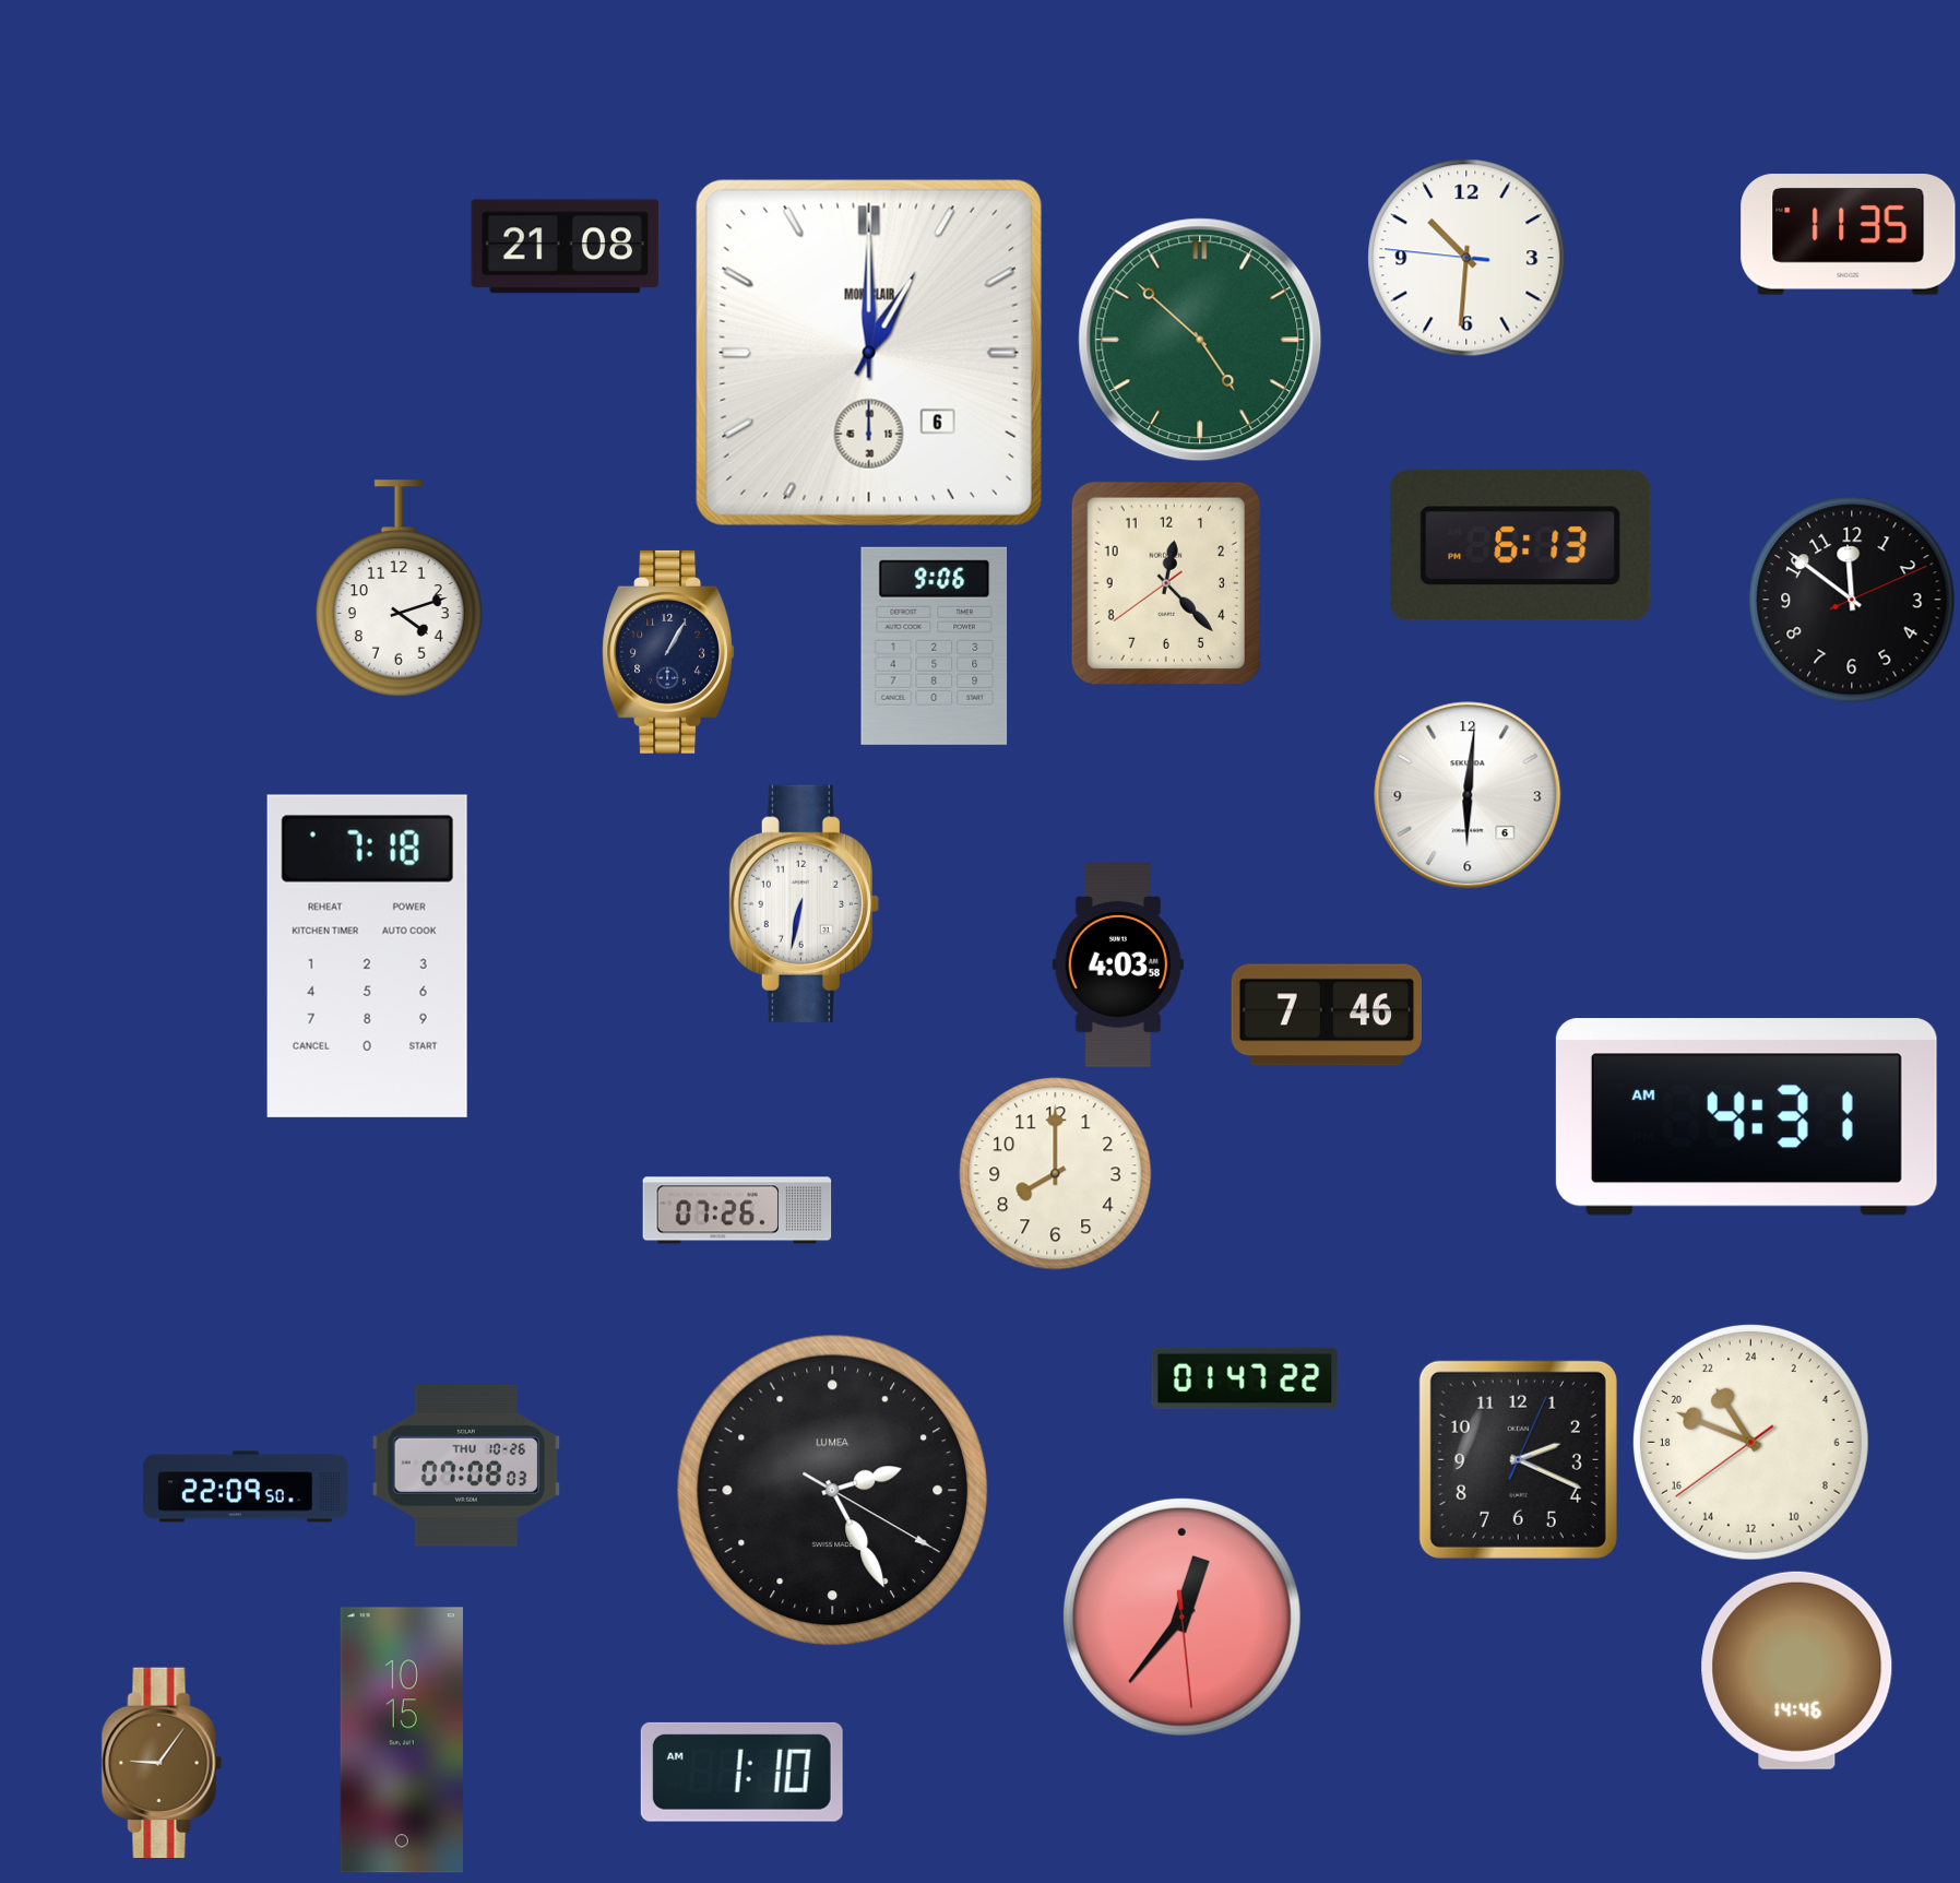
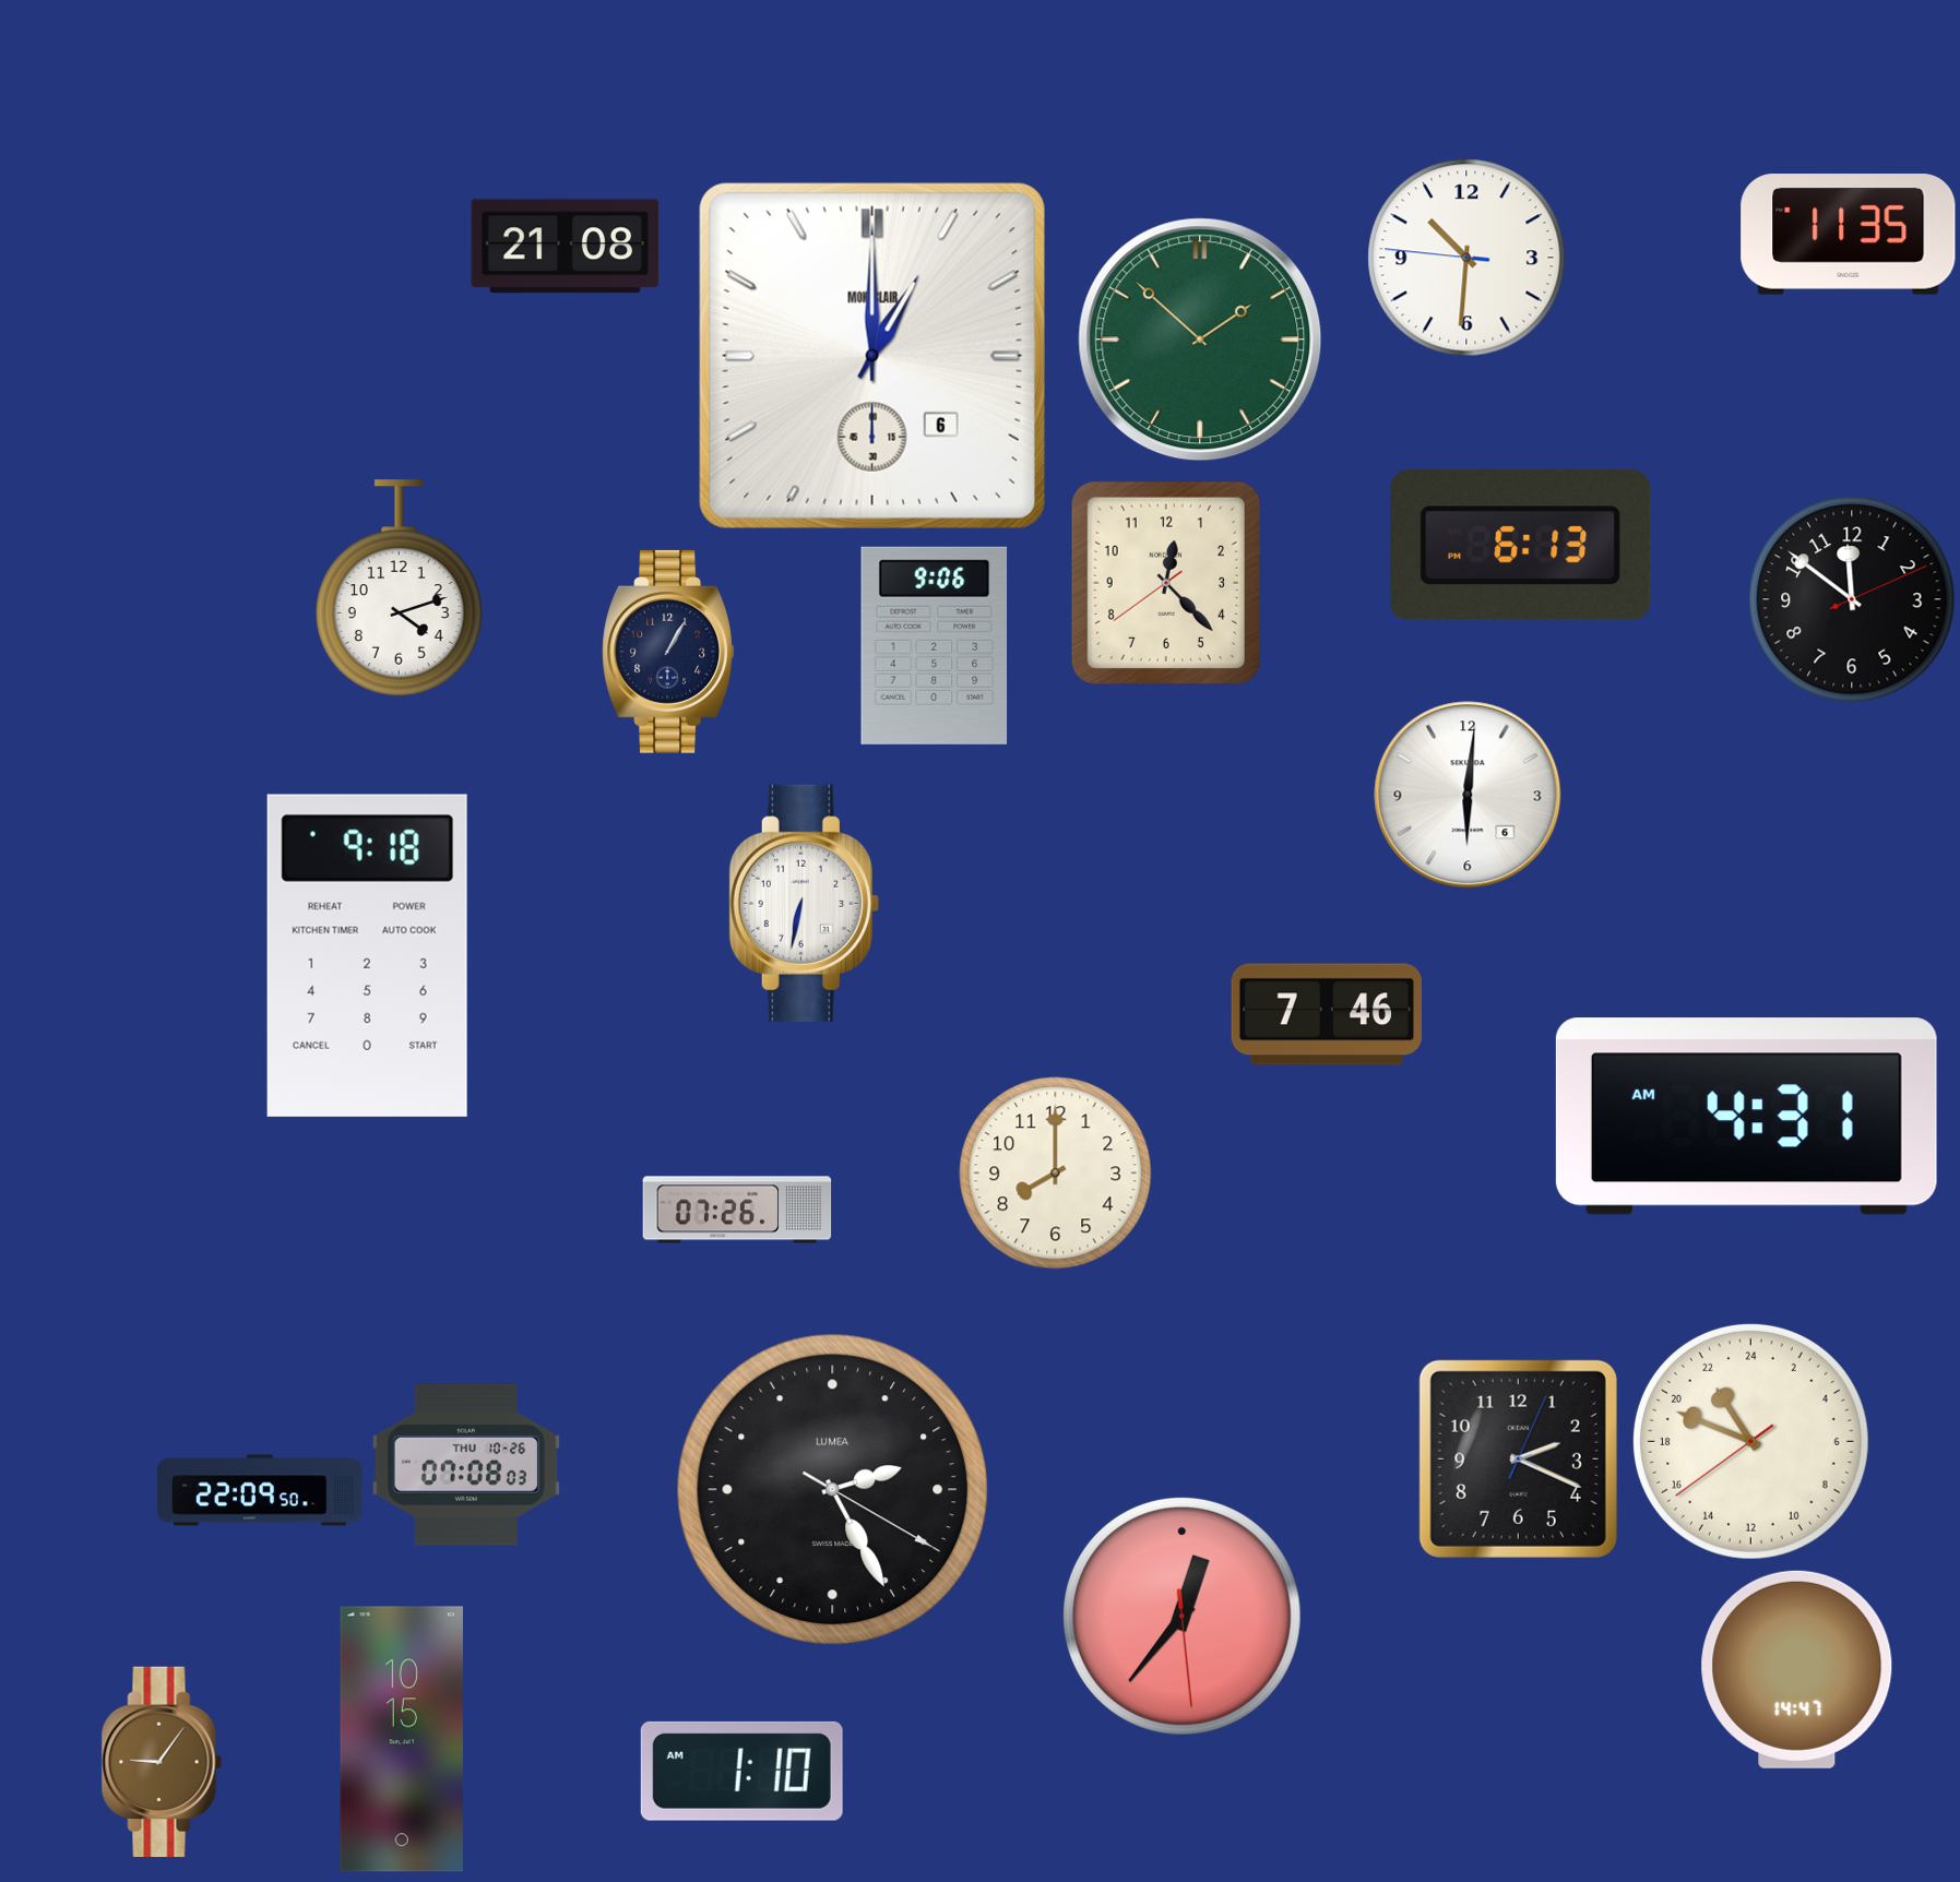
clock at (1200, 340): 4:52 -> 1:52
clock at (869, 353) position: (869, 353) -> (872, 356)
clock at (367, 956): 7:18 -> 9:18
clock at (1118, 966): 4:03 -> none
clock at (1245, 1378): 01:47 -> none
clock at (246, 1487) position: (246, 1487) -> (260, 1490)
clock at (1797, 1670): 14:46 -> 14:47
